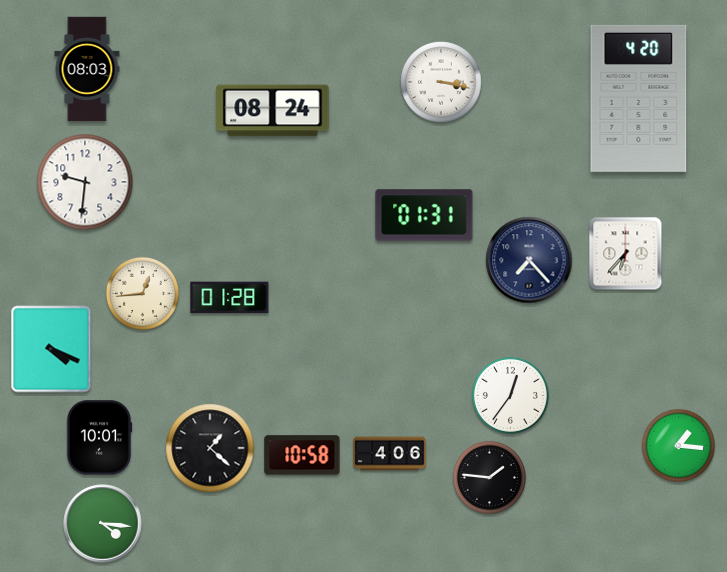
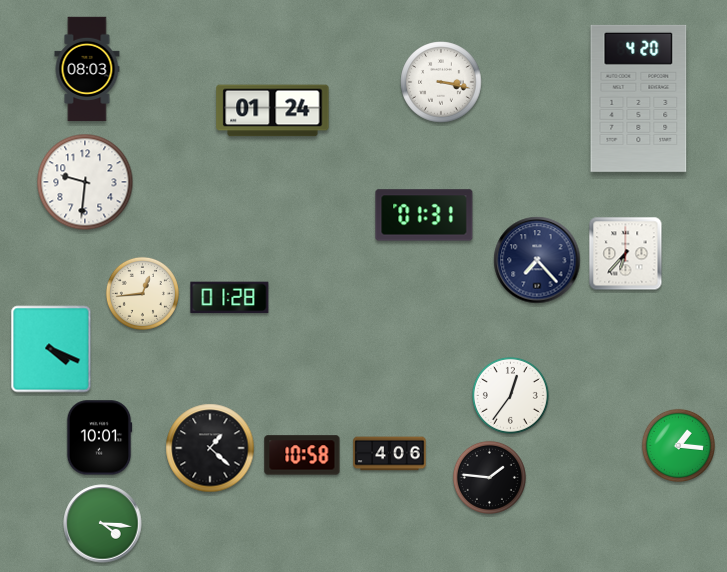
clock at (273, 111): 08:24 -> 01:24
clock at (529, 260) position: (529, 260) -> (537, 260)
